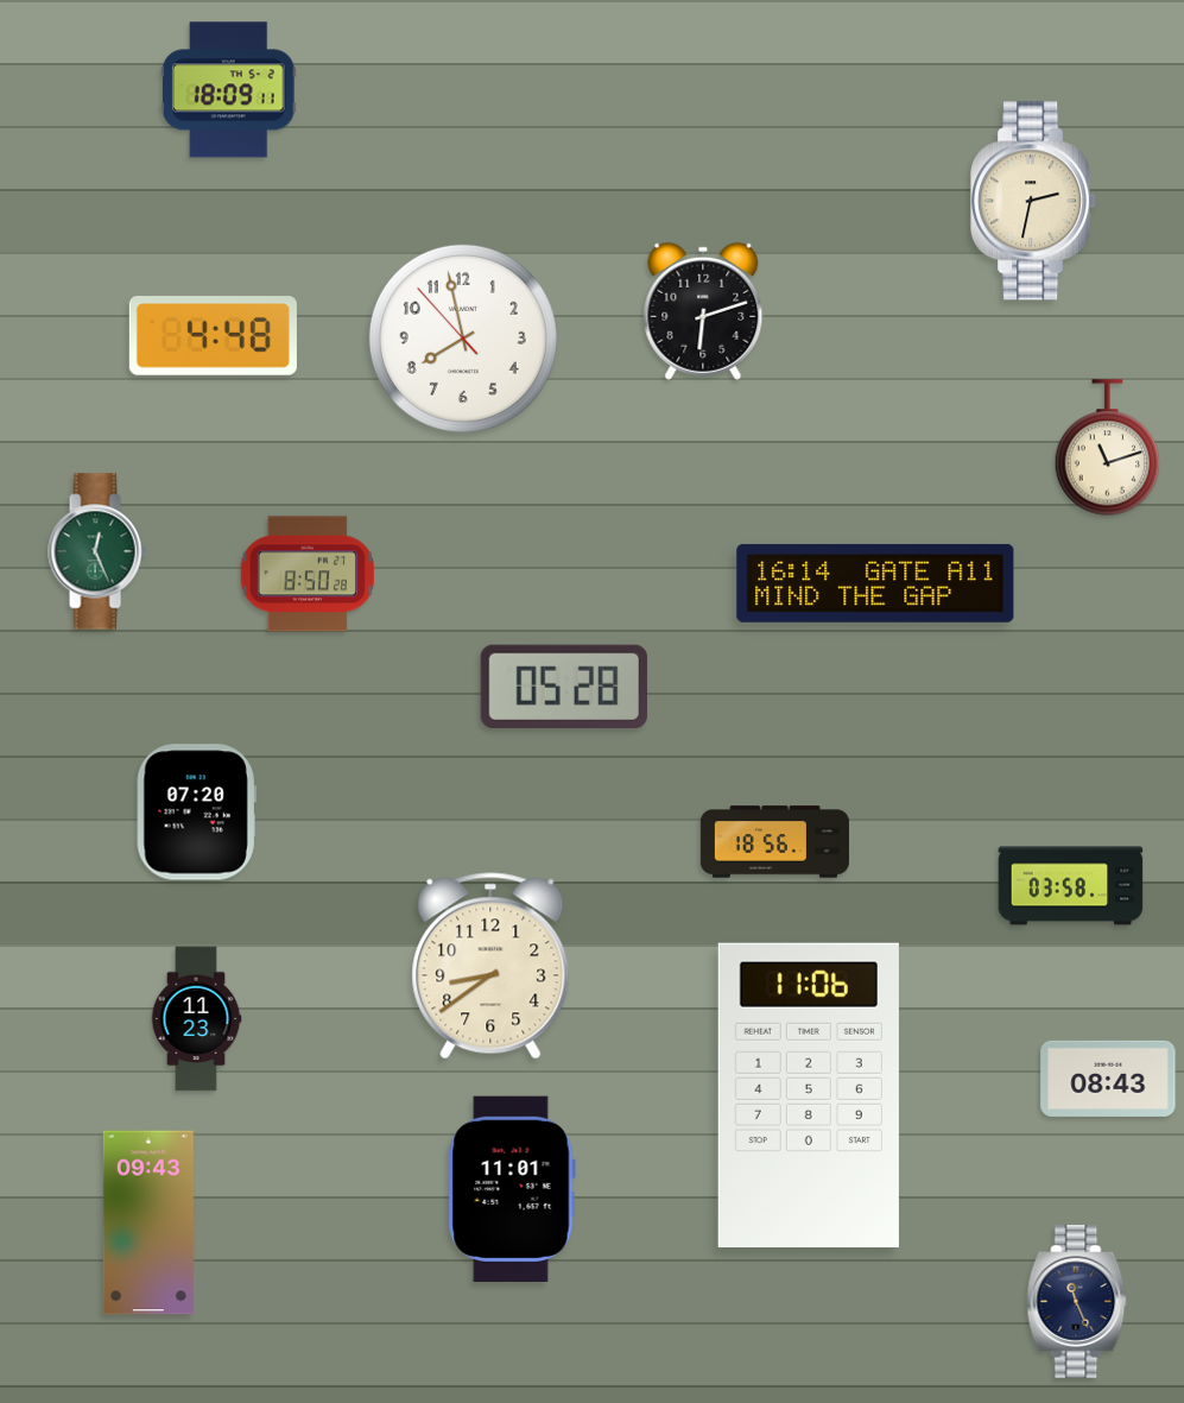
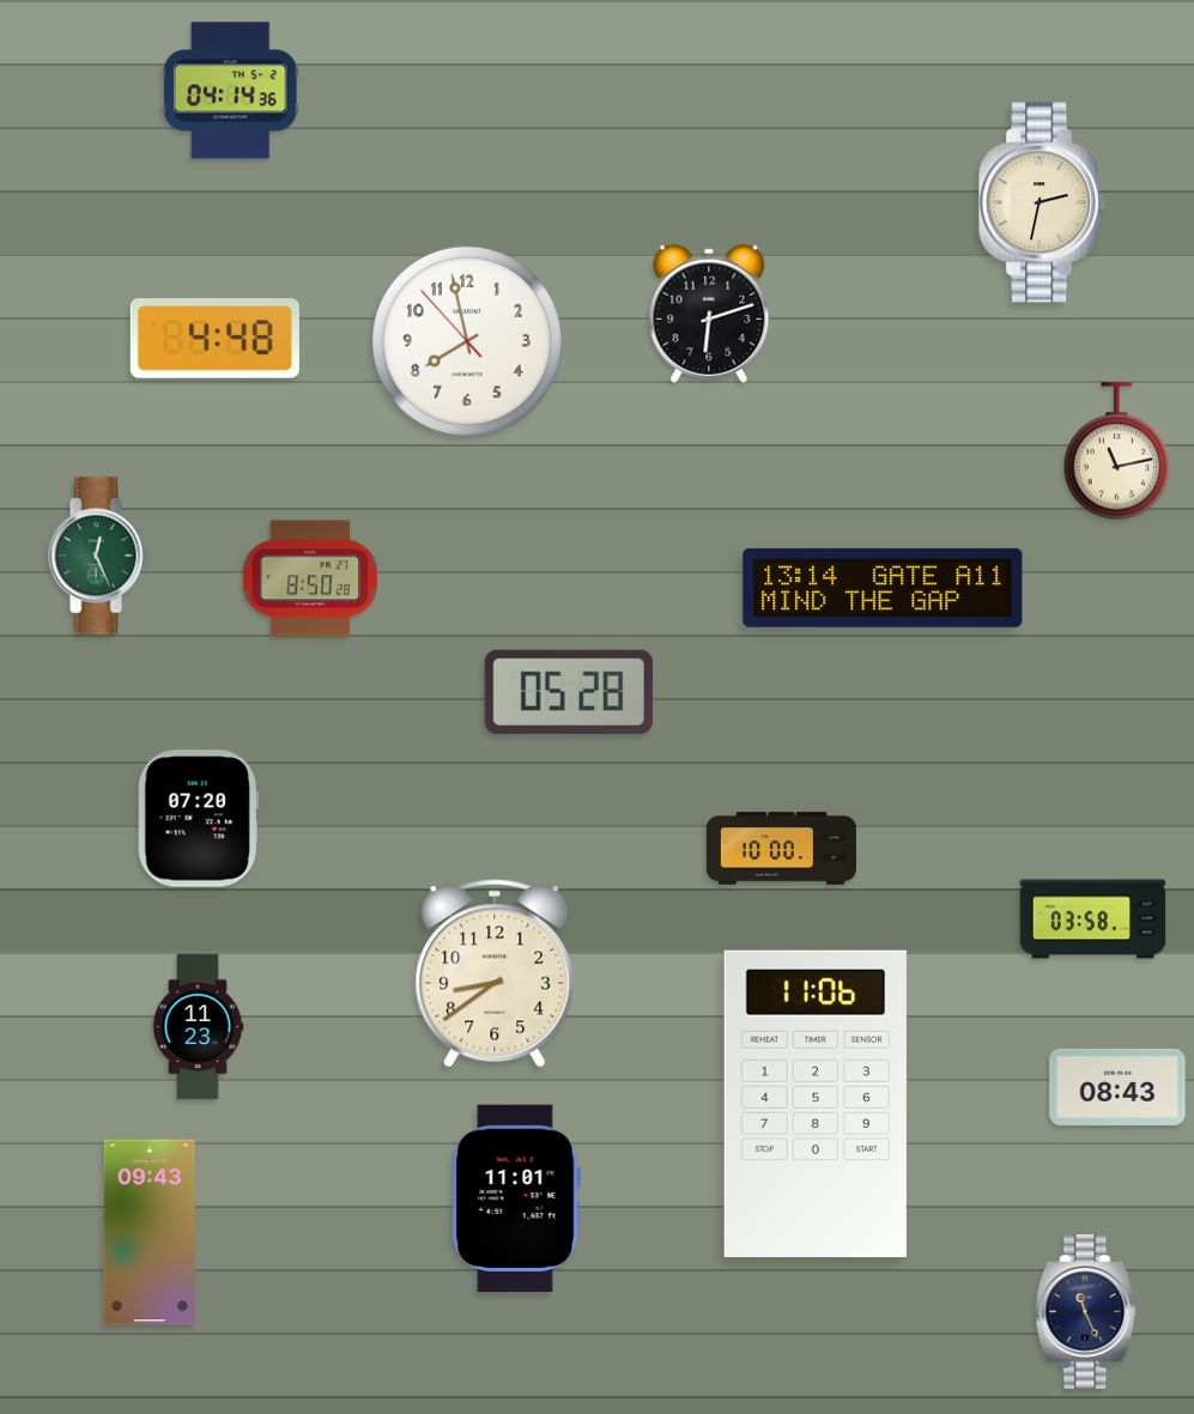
clock at (228, 90): 18:09 -> 04:14
clock at (1108, 448): 11:12 -> 11:13
clock at (875, 583): 16:14 -> 13:14
clock at (774, 842): 18:56 -> 10:00
clock at (1071, 886) position: (1071, 886) -> (1093, 920)
